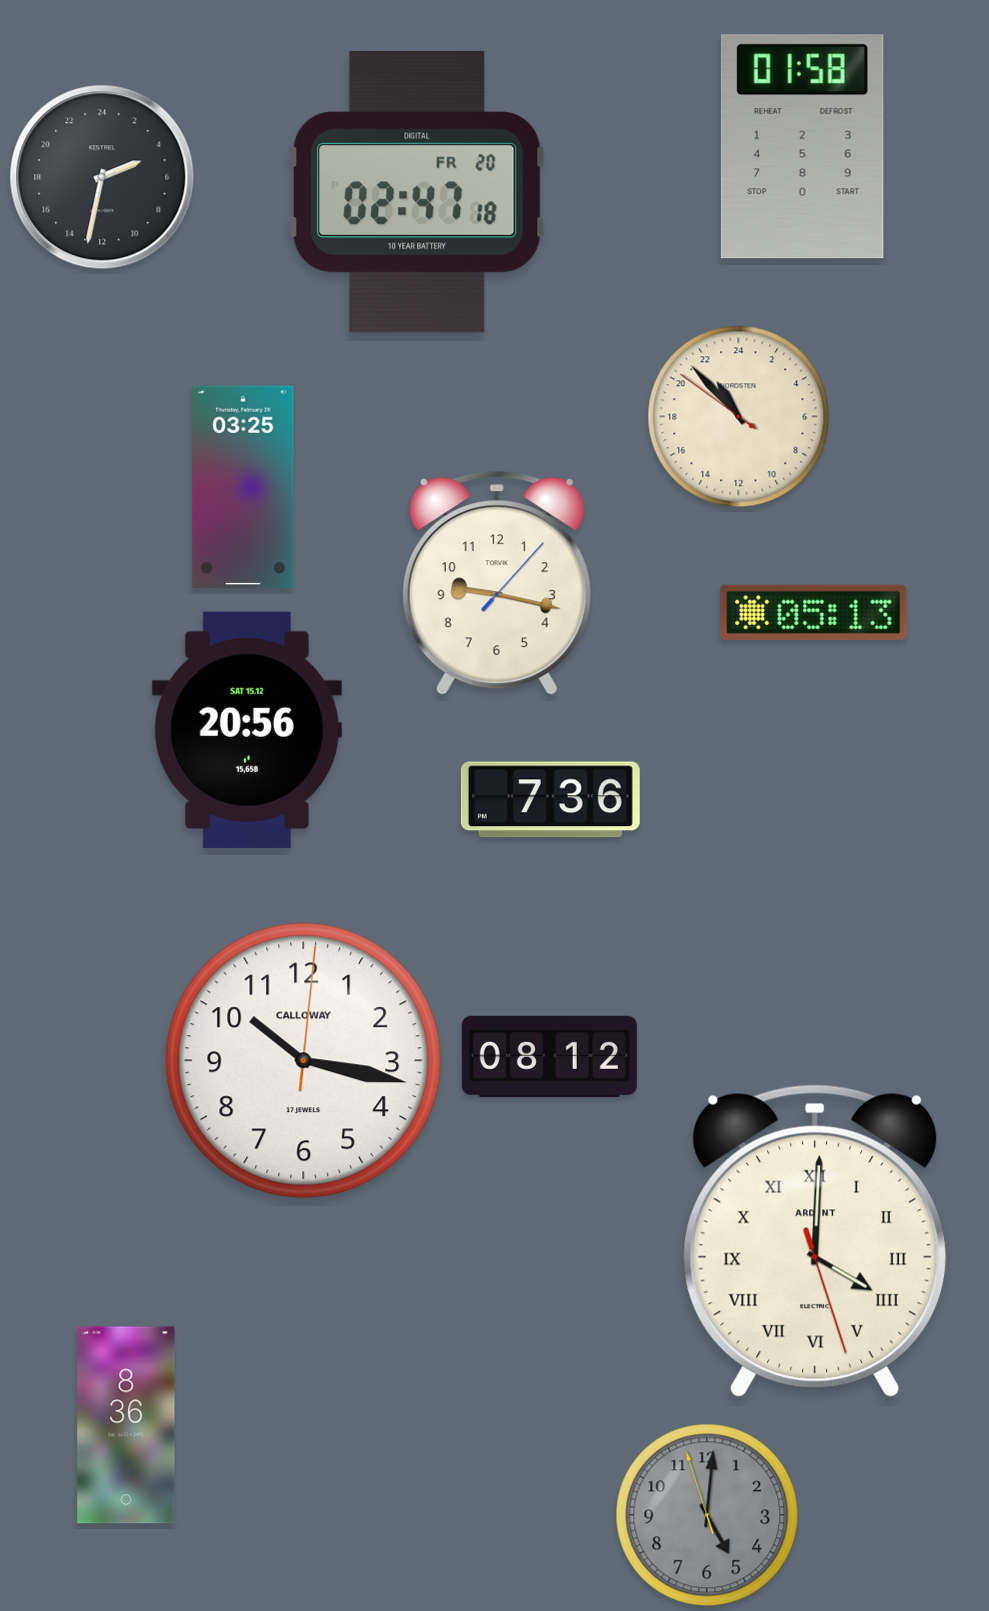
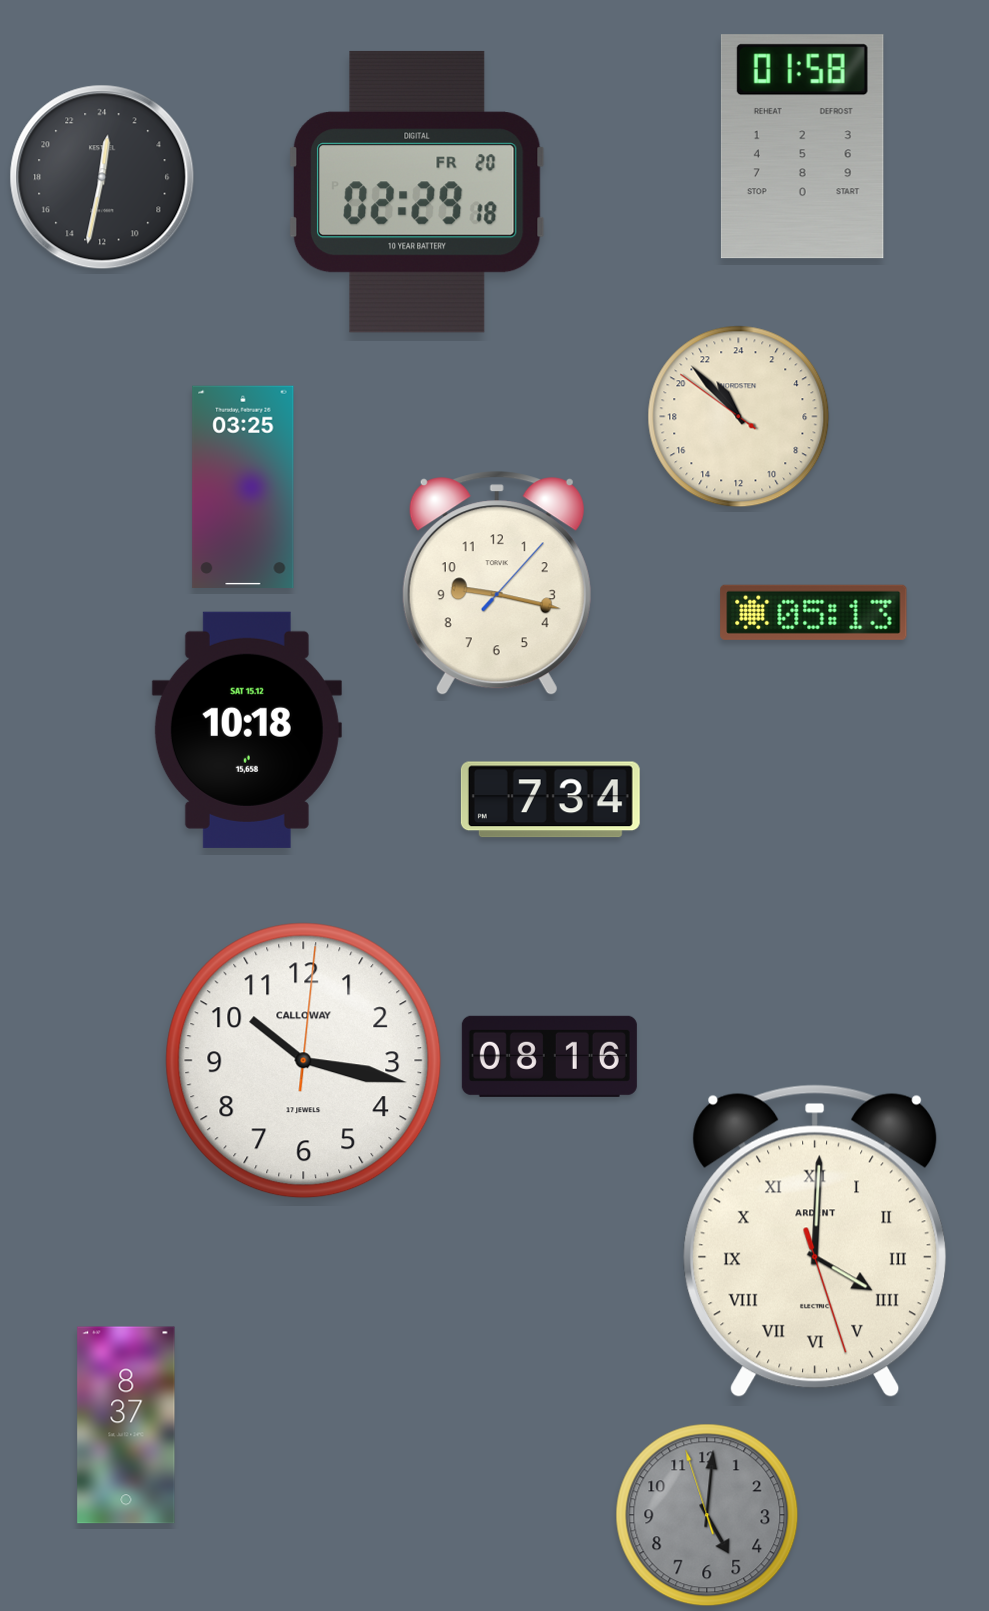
clock at (102, 177): 4:32 -> 0:32
clock at (417, 192): 02:47 -> 02:29
clock at (247, 730): 20:56 -> 10:18
clock at (550, 800): 7:36 -> 7:34
clock at (549, 1056): 08:12 -> 08:16
clock at (126, 1425): 8:36 -> 8:37
